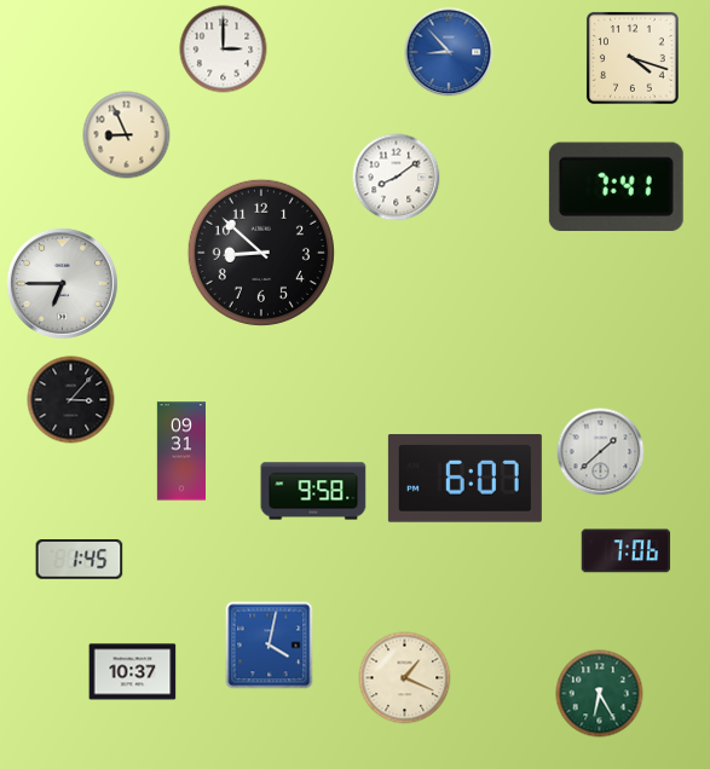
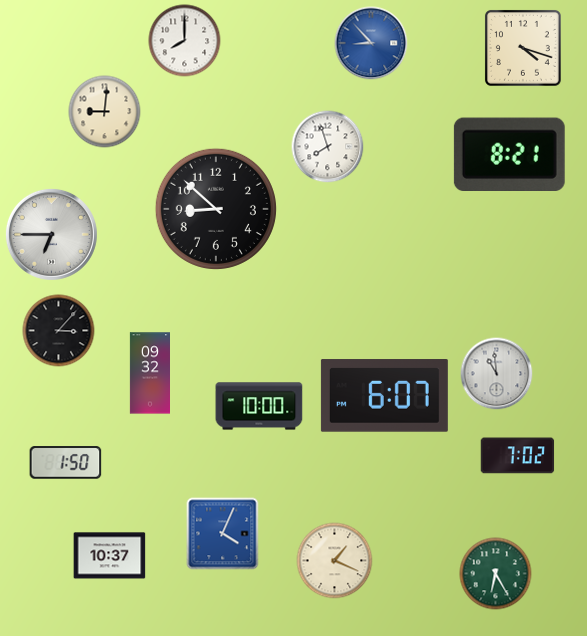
clock at (224, 50): 3:00 -> 8:00
clock at (127, 135): 8:56 -> 9:01
clock at (397, 178): 8:09 -> 7:57
clock at (616, 186): 7:41 -> 8:21
clock at (180, 451): 09:31 -> 09:32
clock at (601, 452): 1:38 -> 10:59
clock at (313, 491): 9:58 -> 10:00
clock at (627, 551): 7:06 -> 7:02
clock at (80, 560): 1:45 -> 1:50
clock at (270, 646): 4:02 -> 4:04
